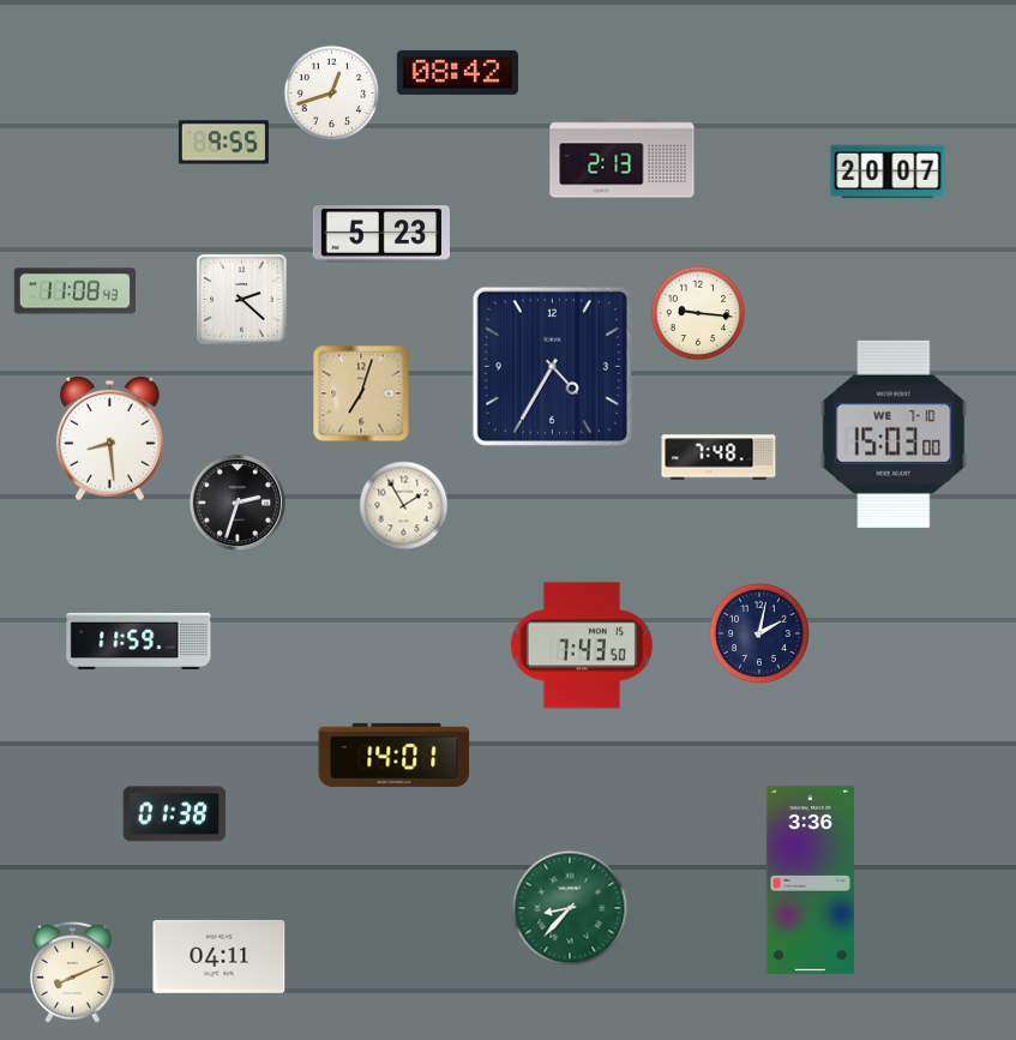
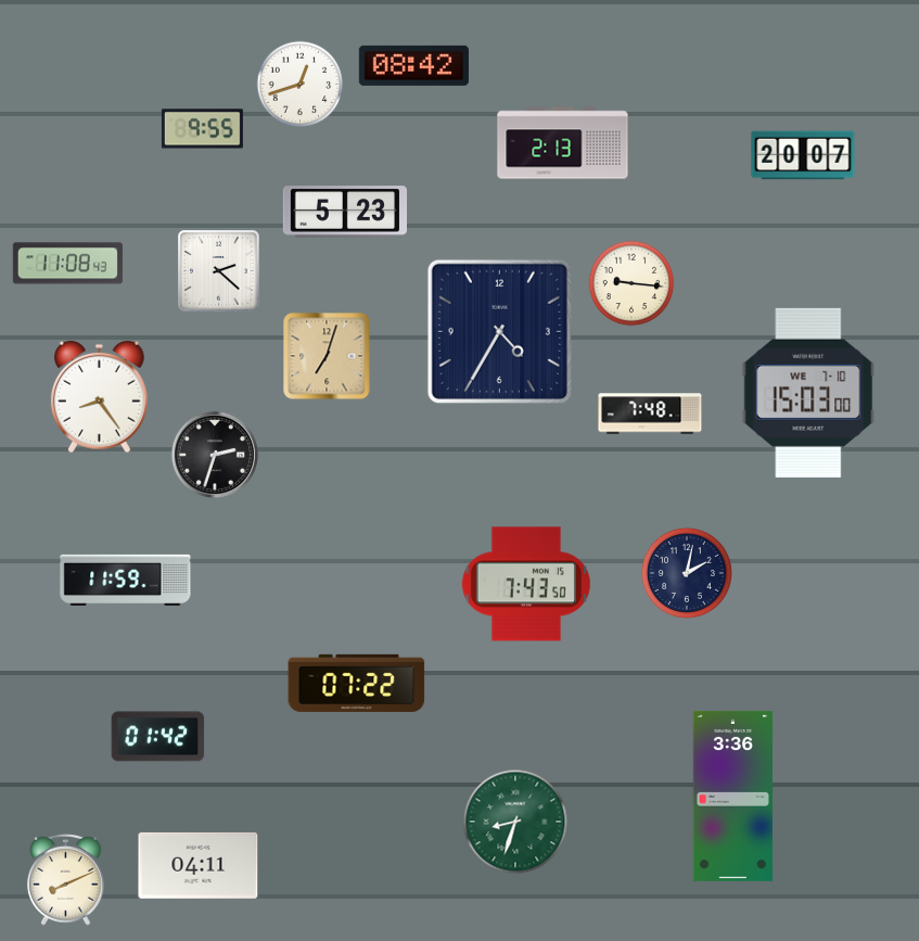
clock at (109, 439): 8:29 -> 8:24
clock at (404, 506): 1:55 -> none
clock at (395, 755): 14:01 -> 07:22
clock at (175, 814): 01:38 -> 01:42
clock at (570, 908): 8:37 -> 8:33
